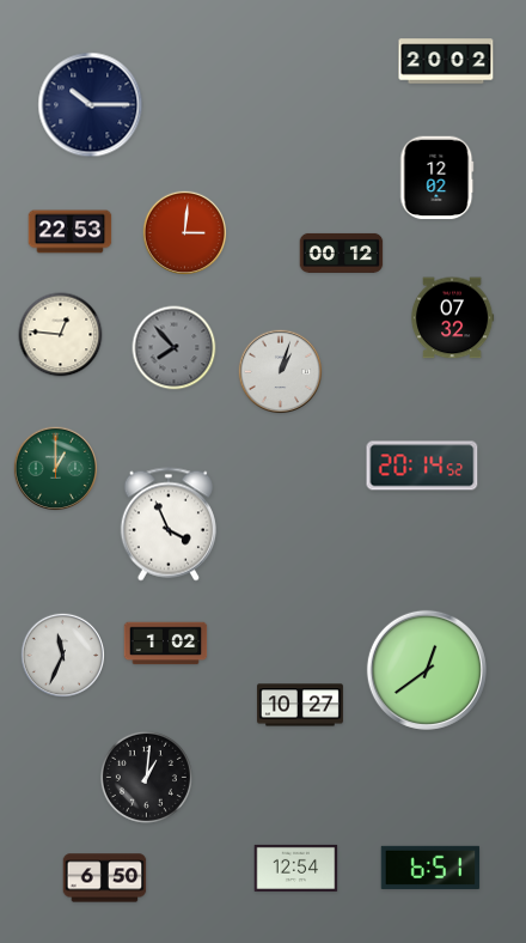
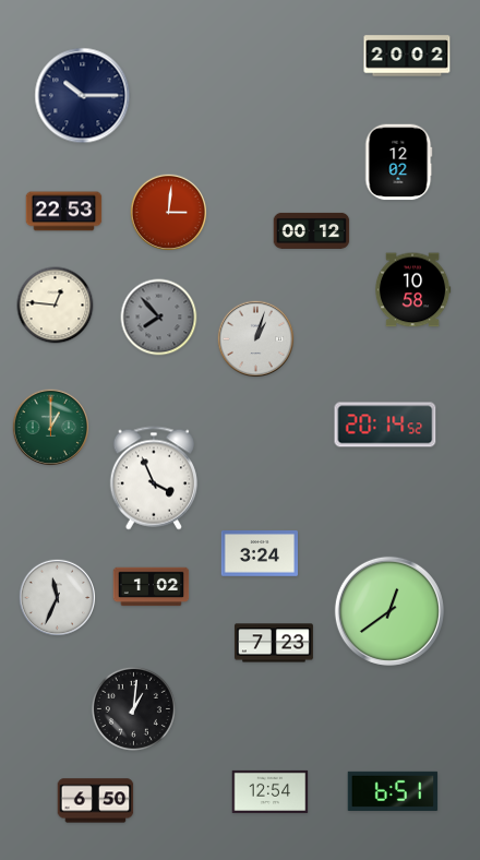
clock at (452, 318): 07:32 -> 10:58
clock at (260, 554): none -> 3:24
clock at (300, 705): 10:27 -> 7:23
